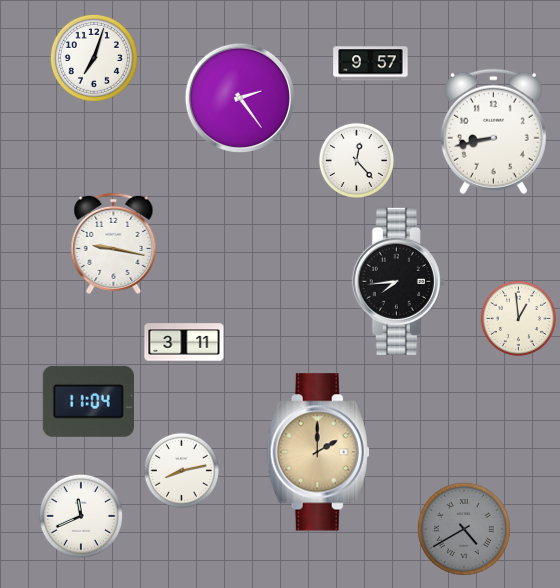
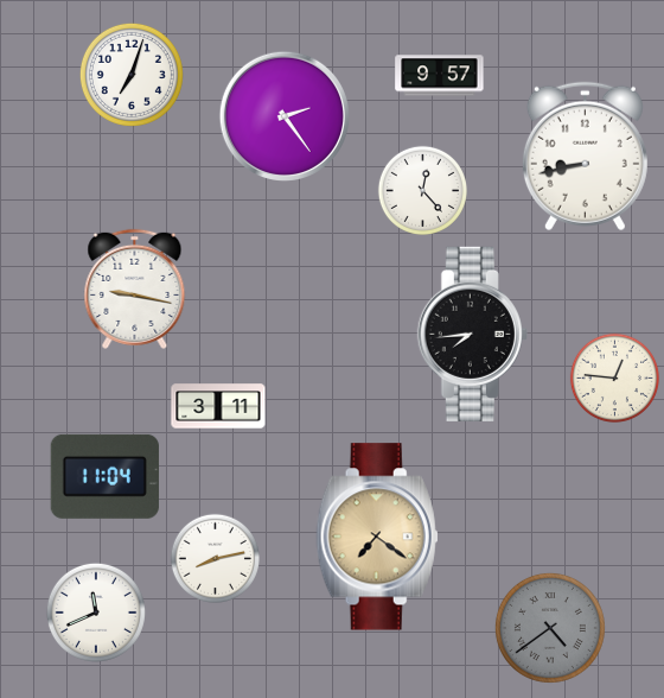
clock at (94, 58) position: (94, 58) -> (132, 75)
clock at (518, 318): 12:59 -> 12:46
clock at (318, 452): 2:00 -> 7:21
clock at (464, 529): 4:40 -> 4:39
